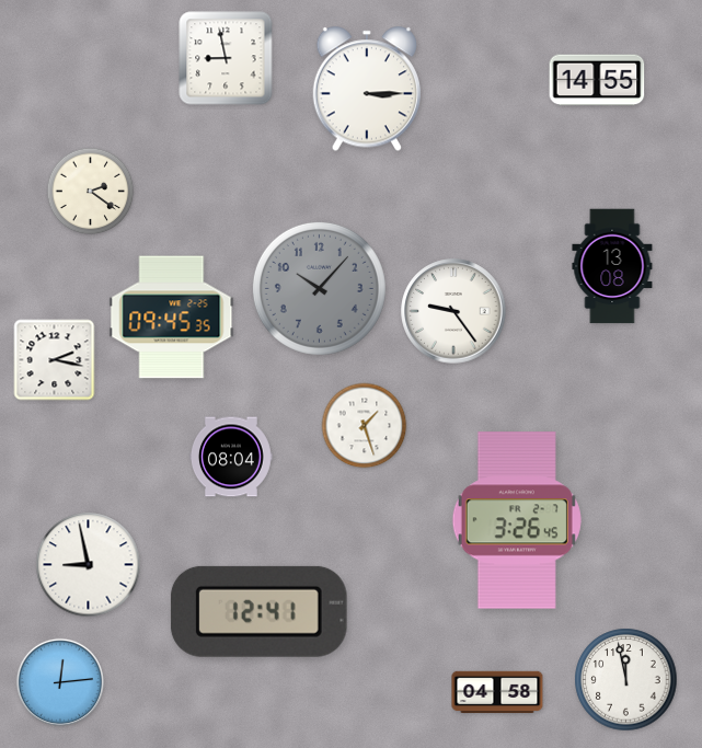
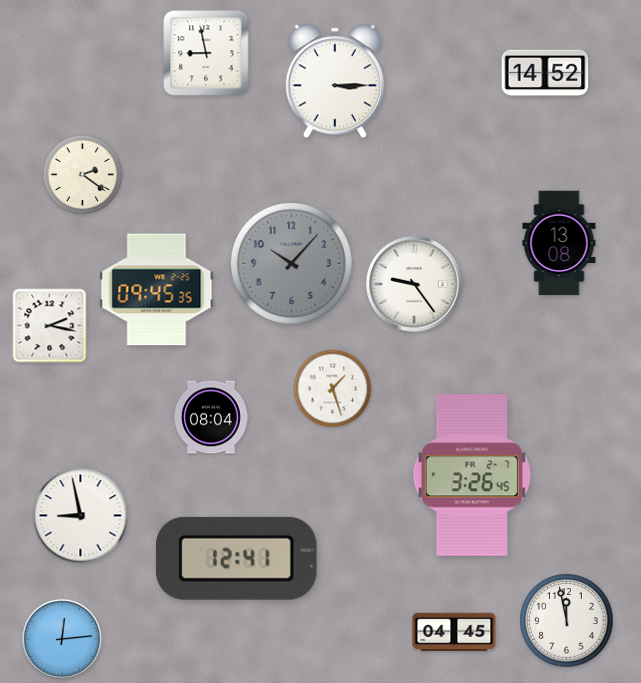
clock at (597, 80): 14:55 -> 14:52
clock at (55, 360) position: (55, 360) -> (50, 326)
clock at (626, 680) position: (626, 680) -> (567, 621)
clock at (60, 682) position: (60, 682) -> (62, 639)
clock at (497, 692): 04:58 -> 04:45
